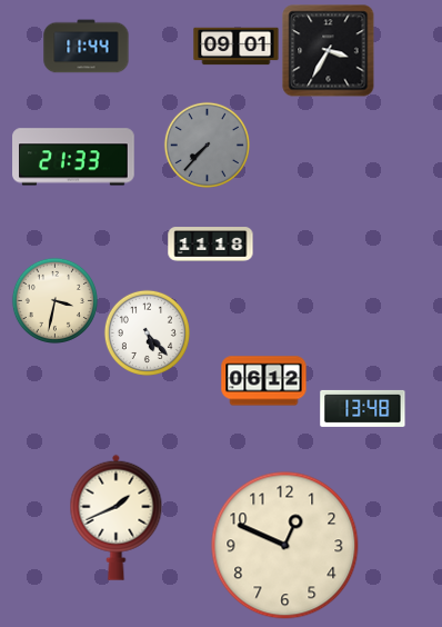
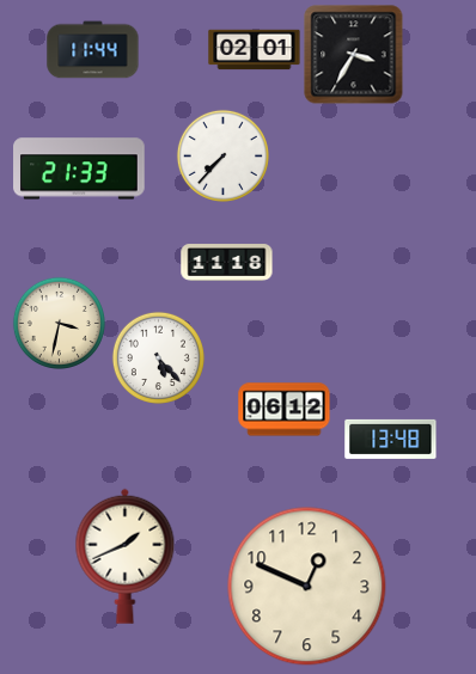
clock at (237, 47): 09:01 -> 02:01
clock at (207, 145) dial: grey -> white
